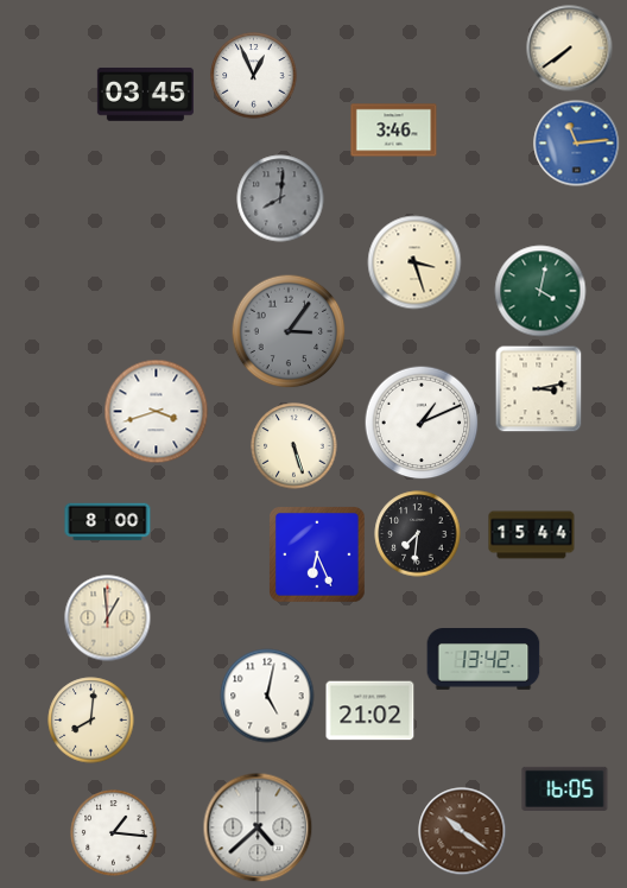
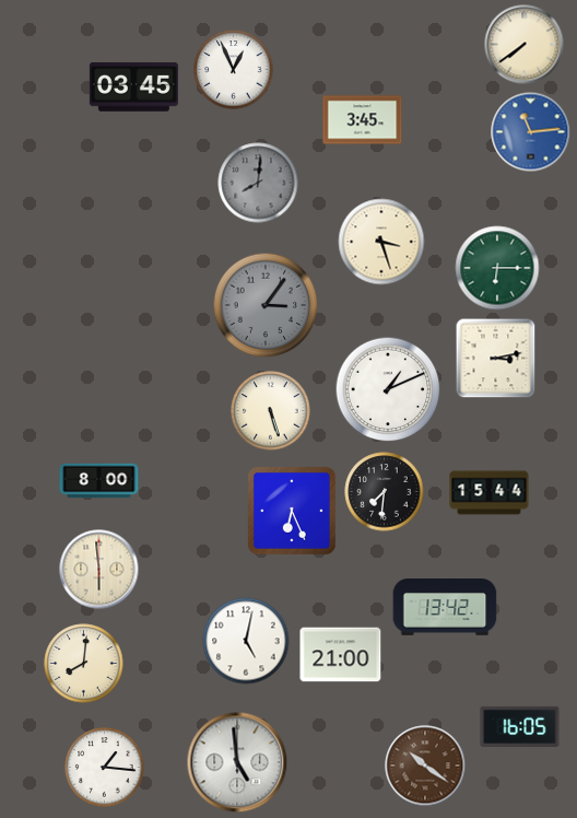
clock at (394, 131): 3:46 -> 3:45
clock at (540, 291): 4:02 -> 6:15
clock at (157, 412): 3:42 -> none
clock at (108, 619): 12:59 -> 5:59
clock at (370, 711): 21:02 -> 21:00
clock at (258, 827): 4:38 -> 4:59
